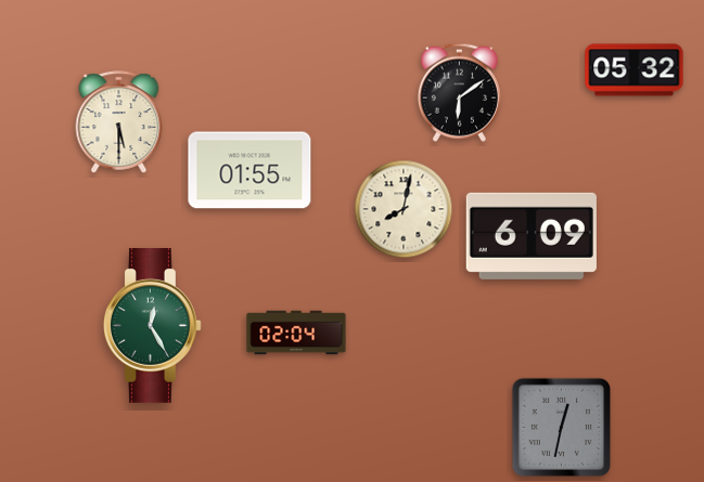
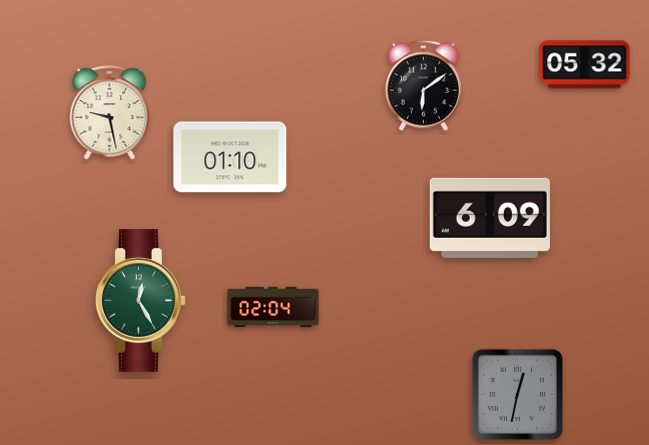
clock at (119, 122): 5:30 -> 9:28
clock at (249, 170): 01:55 -> 01:10
clock at (404, 209): 8:02 -> none
